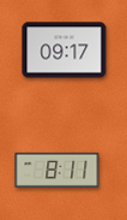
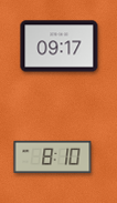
clock at (58, 170): 8:11 -> 8:10
